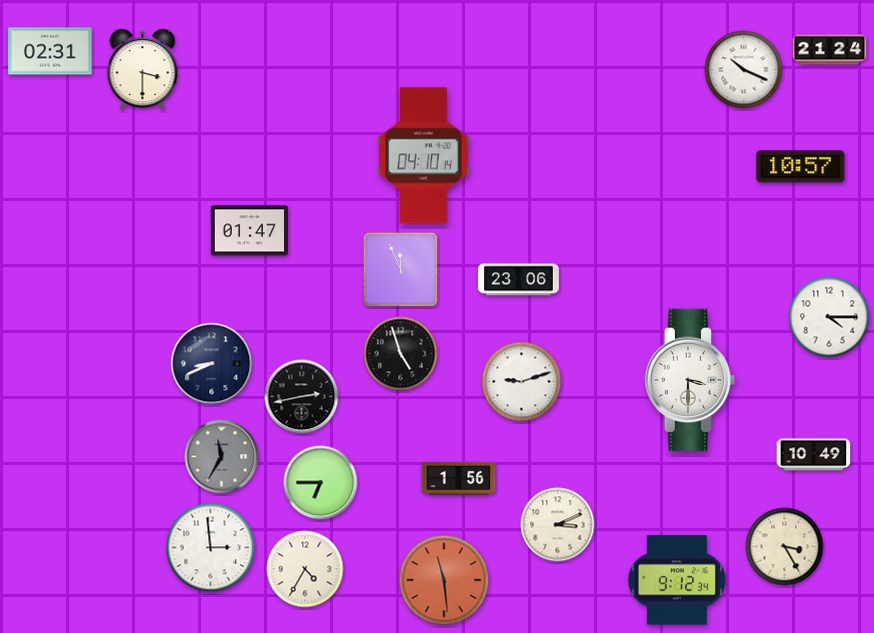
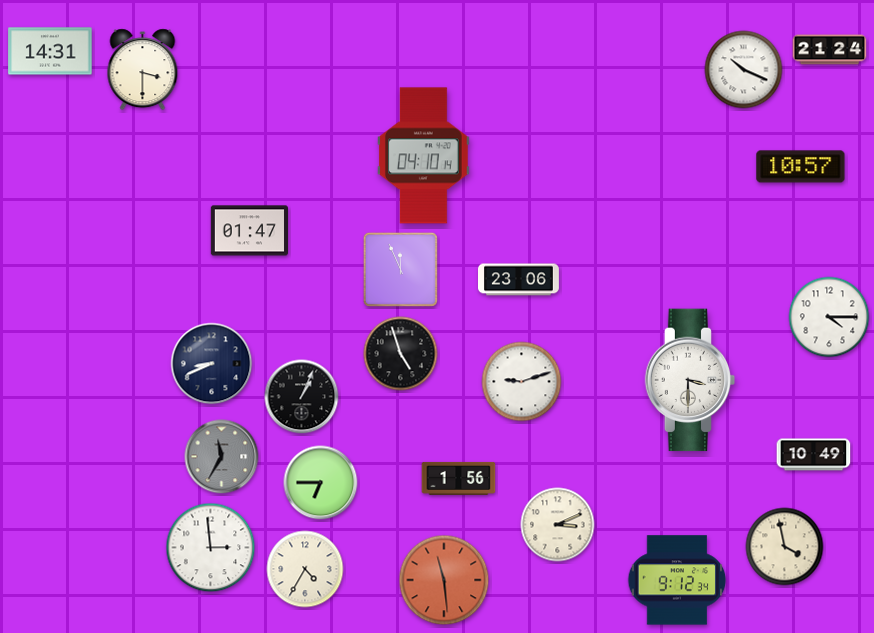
clock at (50, 51): 02:31 -> 14:31
clock at (302, 397): 2:43 -> 1:04
clock at (785, 547): 3:25 -> 3:58
